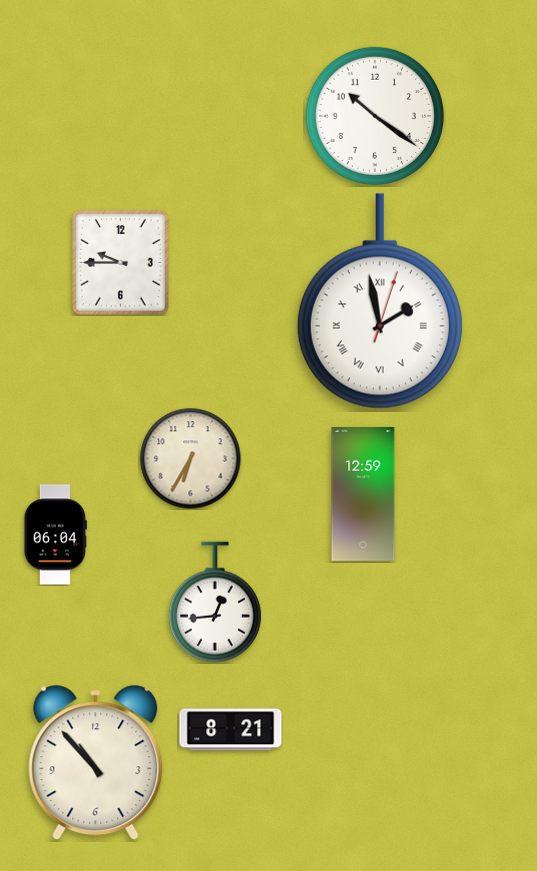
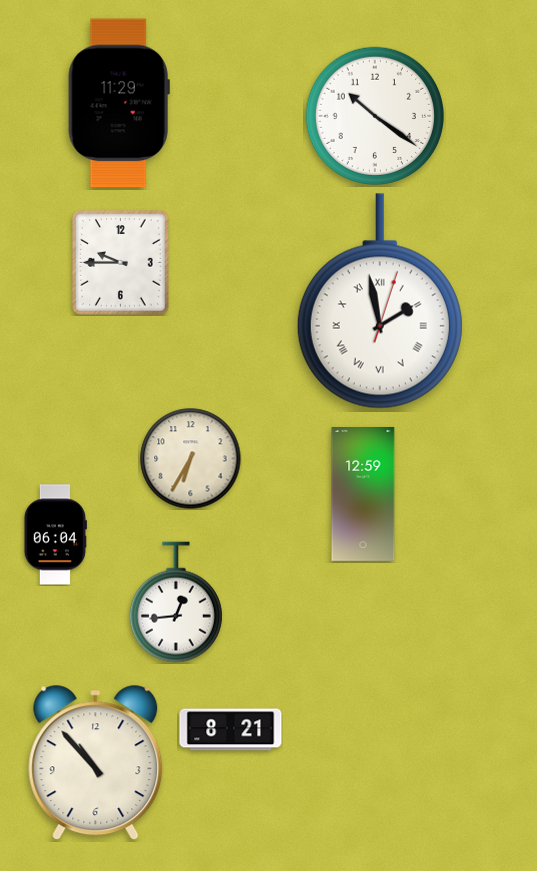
clock at (119, 103): none -> 11:29
clock at (215, 602) position: (215, 602) -> (176, 602)
